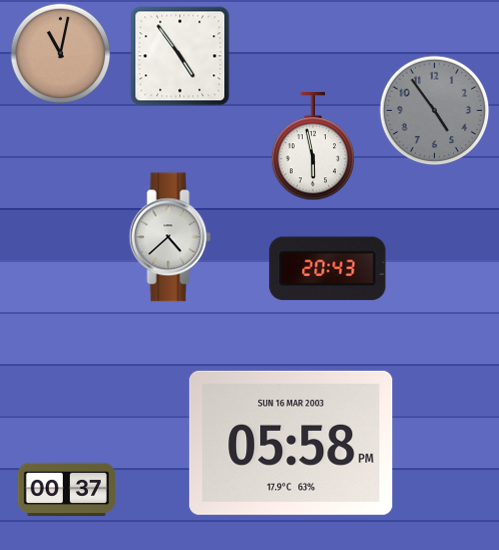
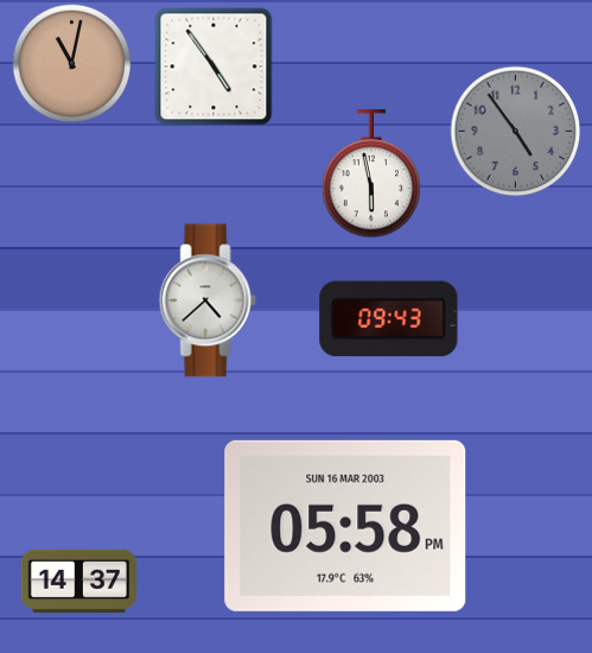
clock at (170, 237) position: (170, 237) -> (208, 300)
clock at (328, 269): 20:43 -> 09:43
clock at (66, 489): 00:37 -> 14:37
